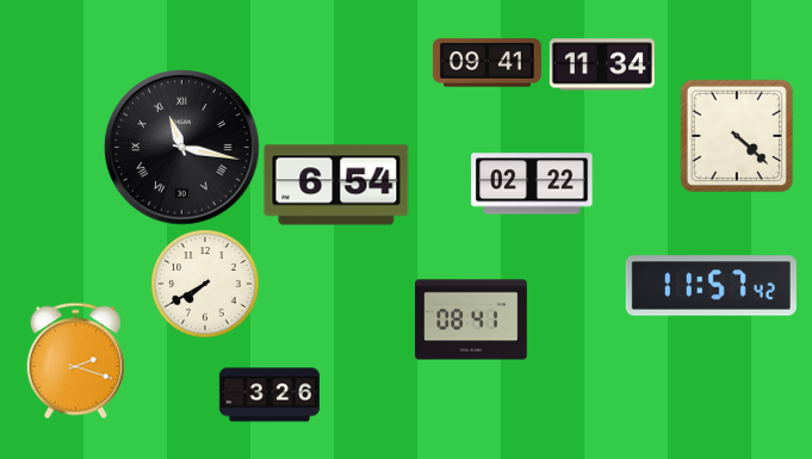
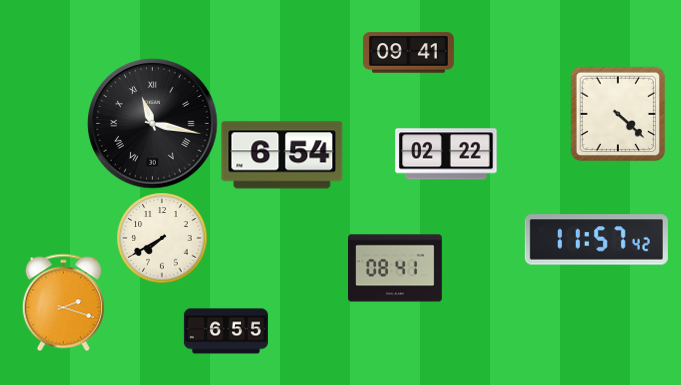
clock at (602, 64): 11:34 -> none
clock at (205, 284) position: (205, 284) -> (162, 238)
clock at (268, 395): 3:26 -> 6:55
